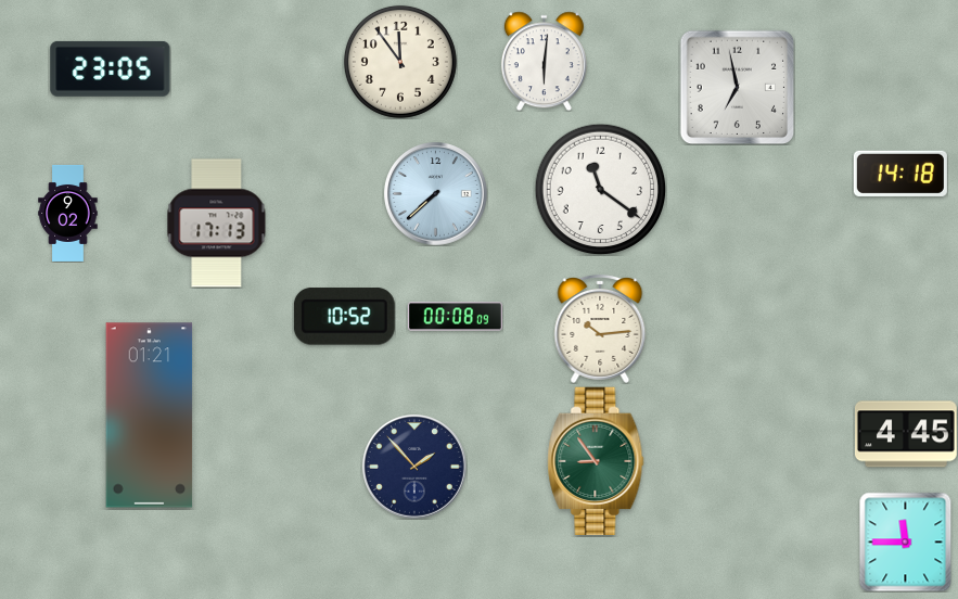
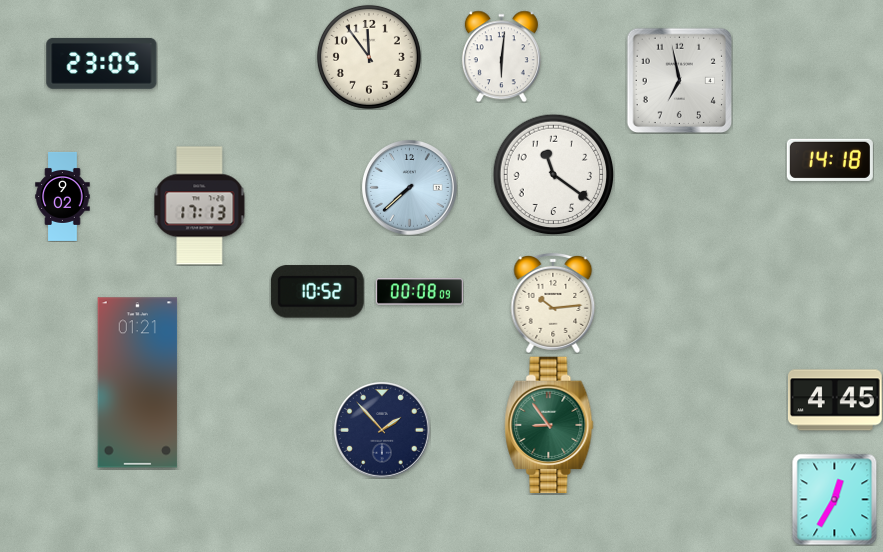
clock at (436, 194) position: (436, 194) -> (410, 188)
clock at (906, 541): 11:45 -> 12:35
